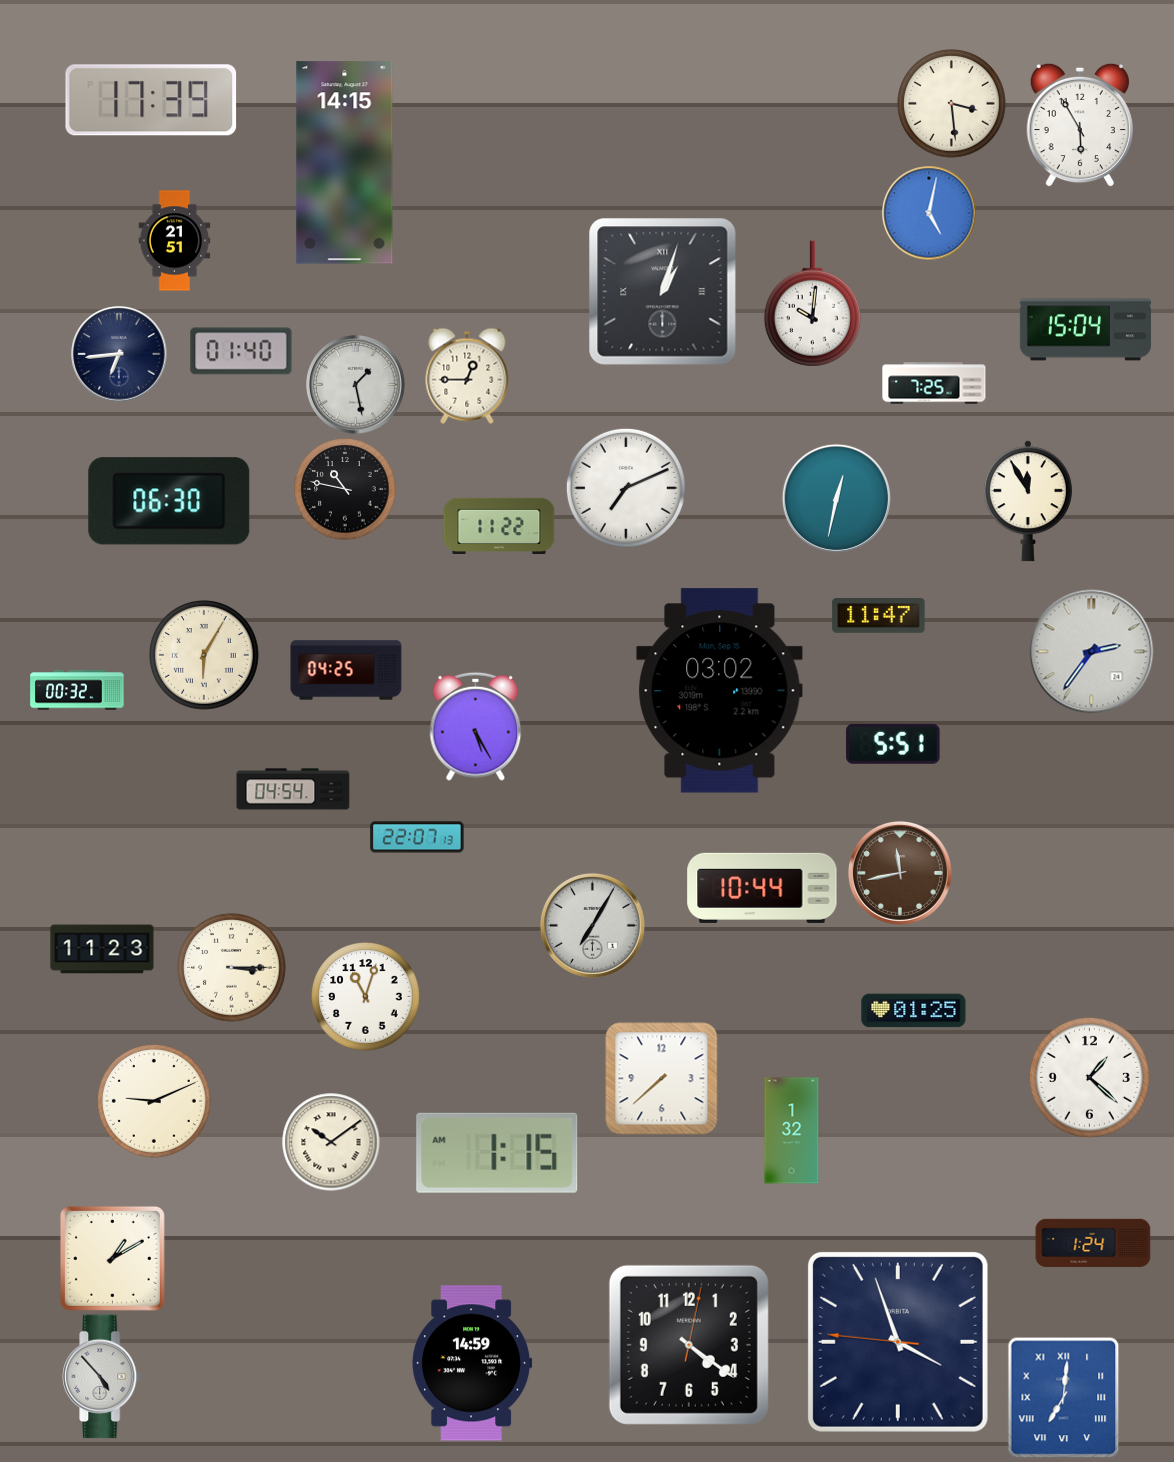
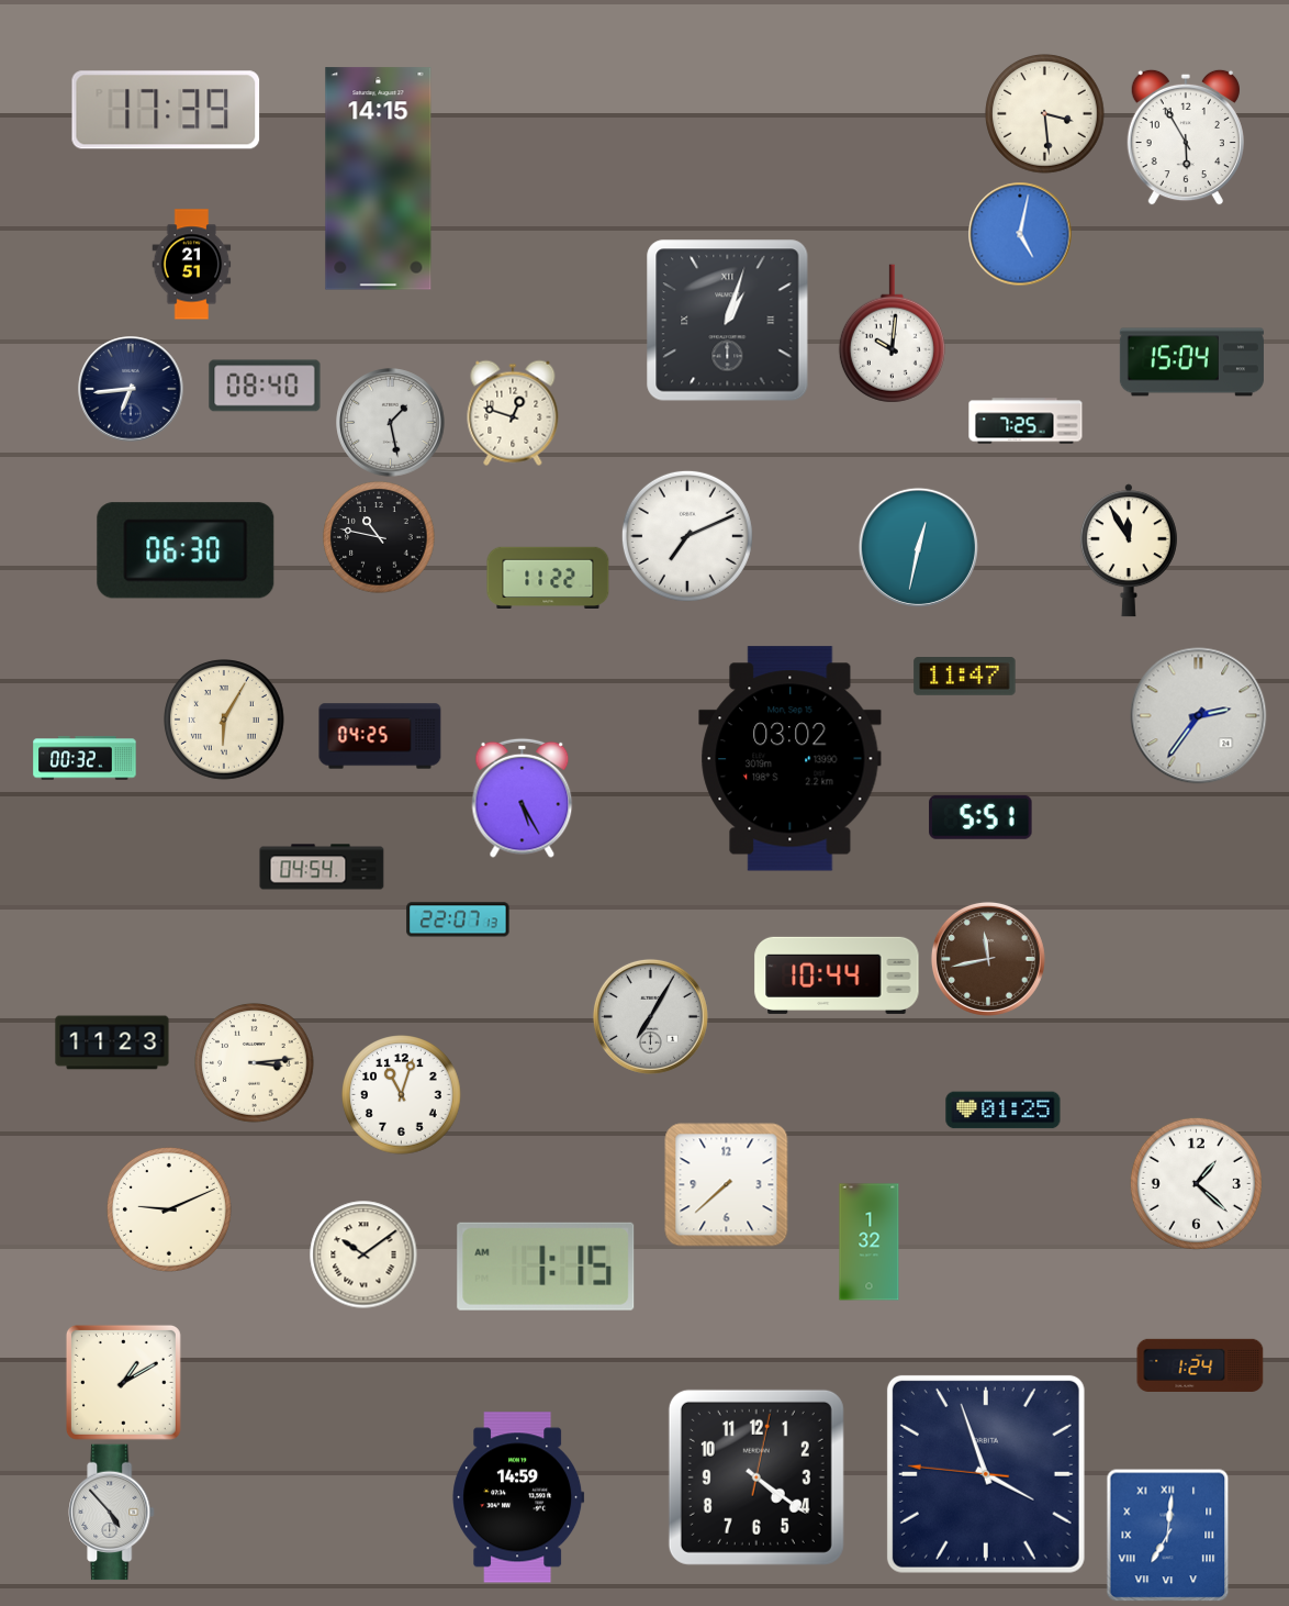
clock at (241, 351): 01:40 -> 08:40
clock at (467, 376): 12:45 -> 12:48
clock at (232, 968): 3:15 -> 3:14
